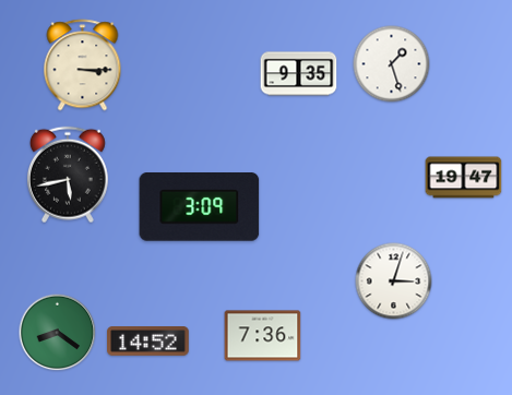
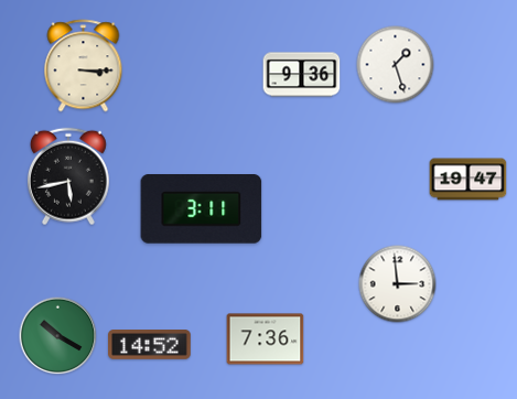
clock at (299, 74): 9:35 -> 9:36
clock at (200, 207): 3:09 -> 3:11
clock at (394, 282): 3:03 -> 2:59
clock at (58, 333): 8:21 -> 10:20
